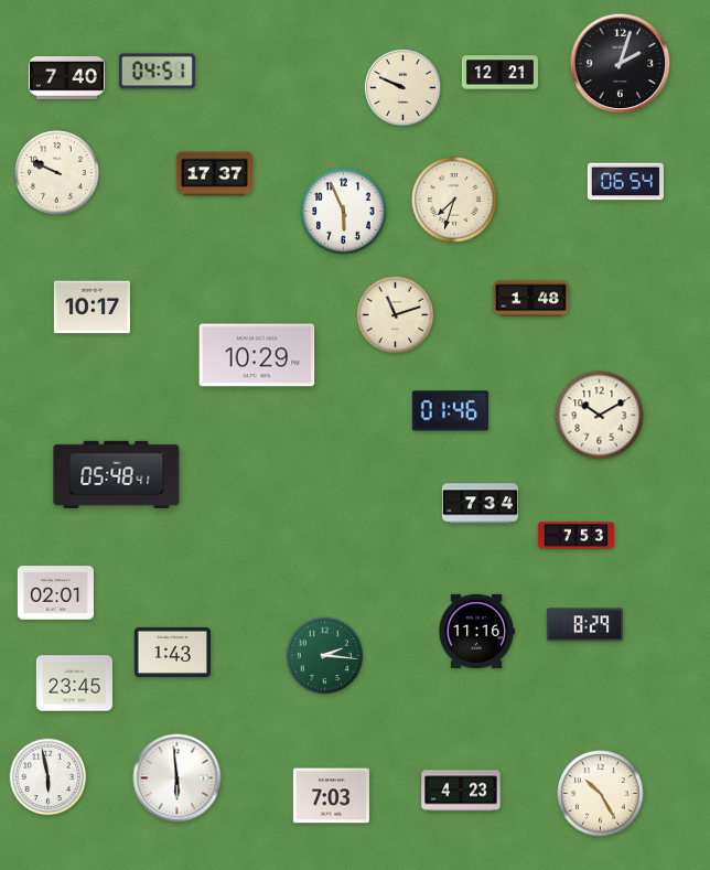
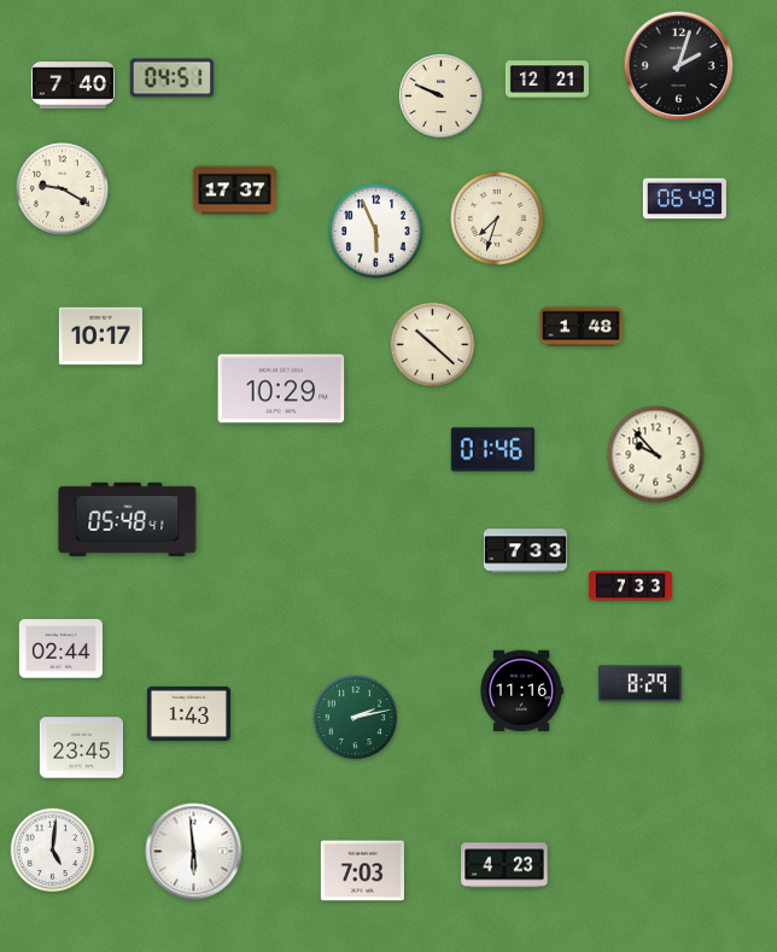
clock at (621, 64) position: (621, 64) -> (679, 66)
clock at (57, 173): 9:49 -> 9:20
clock at (625, 182): 06:54 -> 06:49
clock at (396, 315): 11:12 -> 10:22
clock at (600, 416): 10:10 -> 9:53
clock at (480, 504): 7:34 -> 7:33
clock at (575, 536): 7:53 -> 7:33
clock at (55, 593): 02:01 -> 02:44
clock at (325, 656): 2:16 -> 2:13
clock at (49, 777): 5:58 -> 5:01
clock at (601, 794): 10:25 -> none
